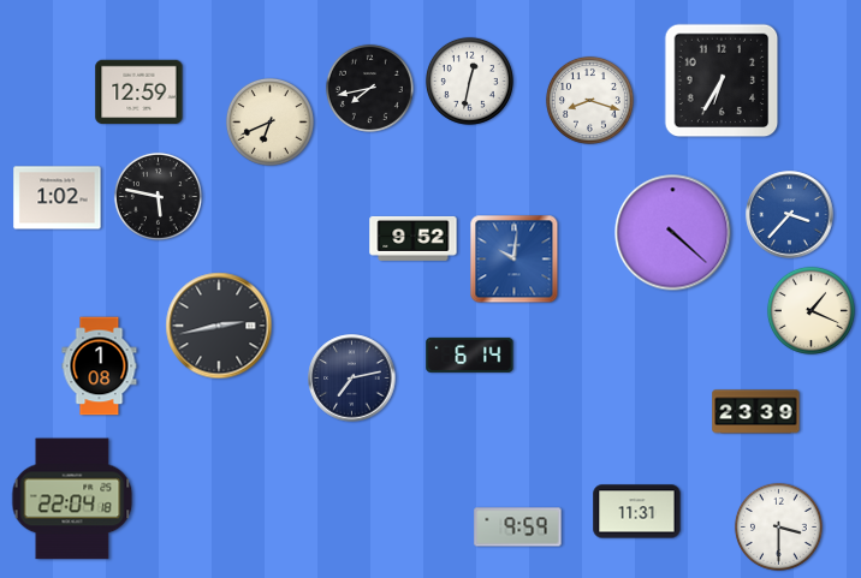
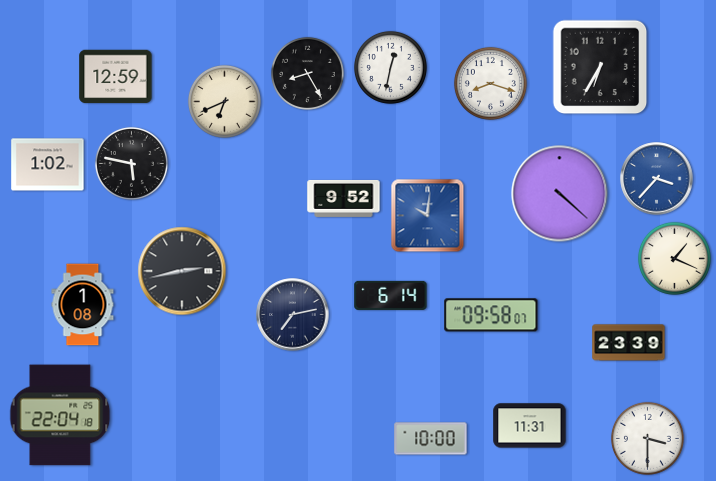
clock at (369, 88): 7:43 -> 8:25
clock at (491, 315): none -> 09:58
clock at (518, 528): 9:59 -> 10:00
